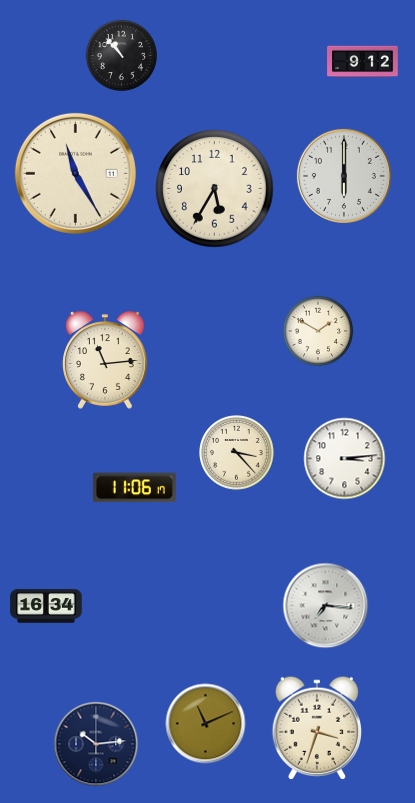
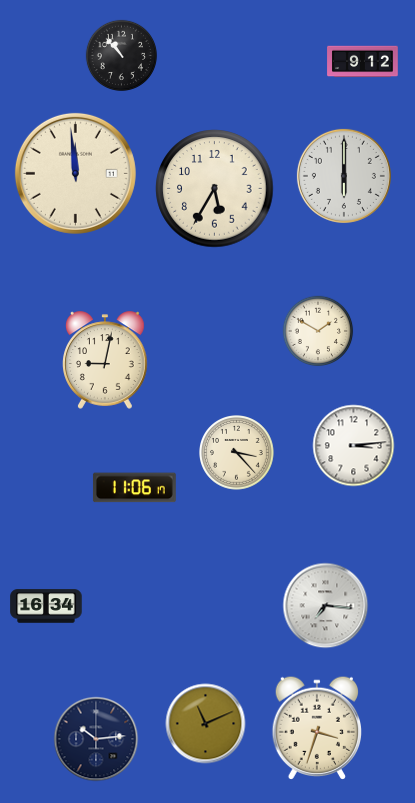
clock at (75, 173): 11:25 -> 11:59
clock at (106, 360): 11:14 -> 9:02
clock at (345, 459) position: (345, 459) -> (354, 446)
clock at (96, 744) position: (96, 744) -> (96, 739)
